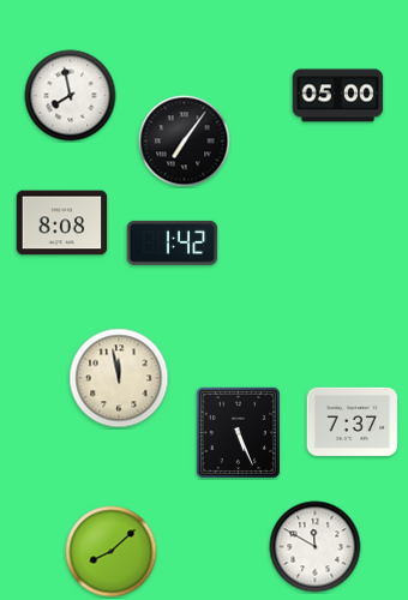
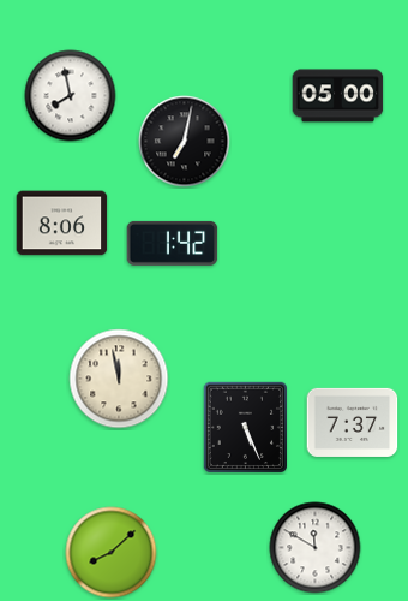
clock at (185, 142): 7:06 -> 7:02
clock at (62, 223): 8:08 -> 8:06
clock at (238, 432) position: (238, 432) -> (245, 427)
